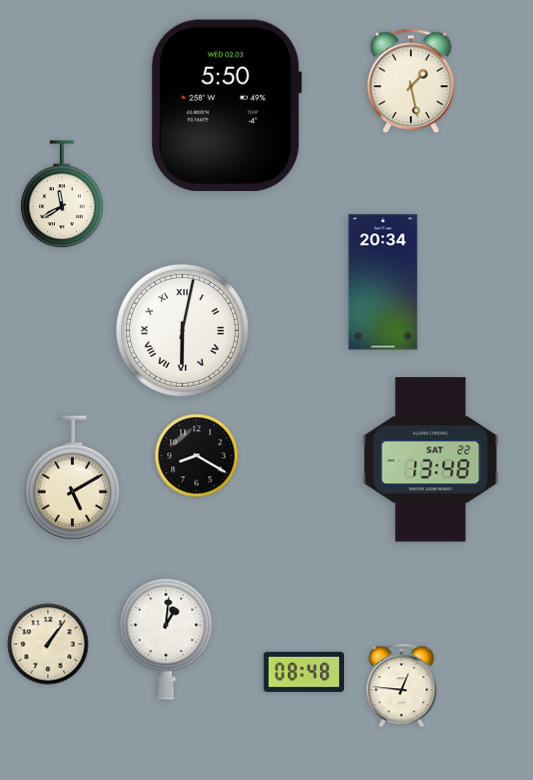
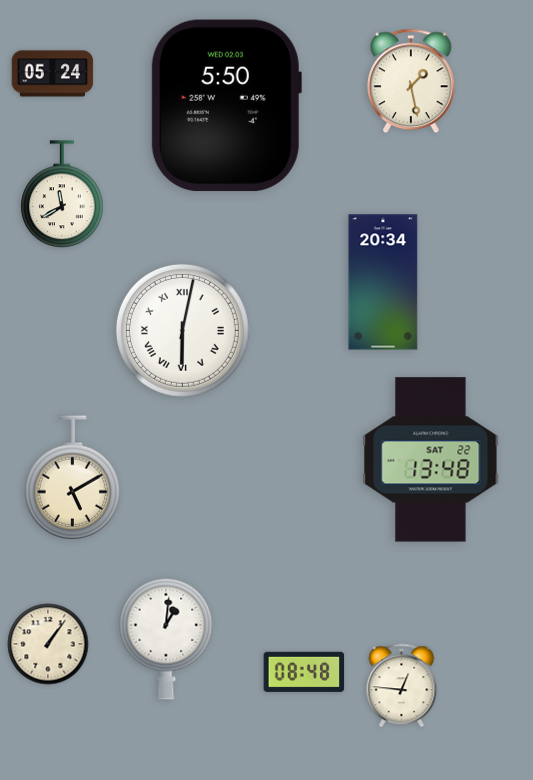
clock at (53, 74): none -> 05:24
clock at (197, 456): 8:20 -> none
